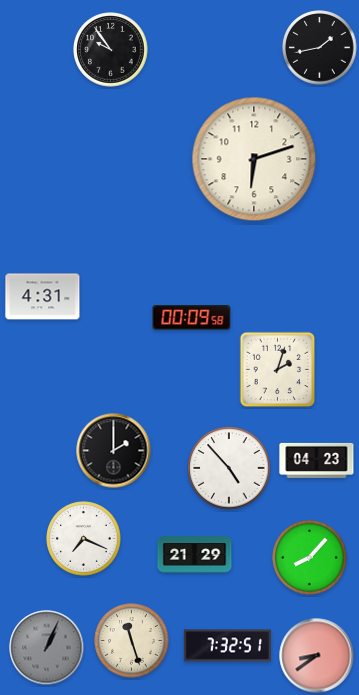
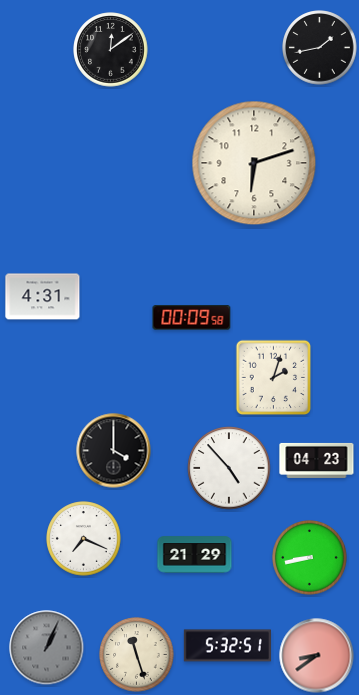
clock at (111, 50): 9:54 -> 12:09
clock at (254, 159) position: (254, 159) -> (254, 163)
clock at (278, 370) position: (278, 370) -> (274, 378)
clock at (114, 451): 2:00 -> 4:00
clock at (310, 558): 8:07 -> 8:43
clock at (132, 641) position: (132, 641) -> (137, 655)
clock at (227, 646): 7:32 -> 5:32
